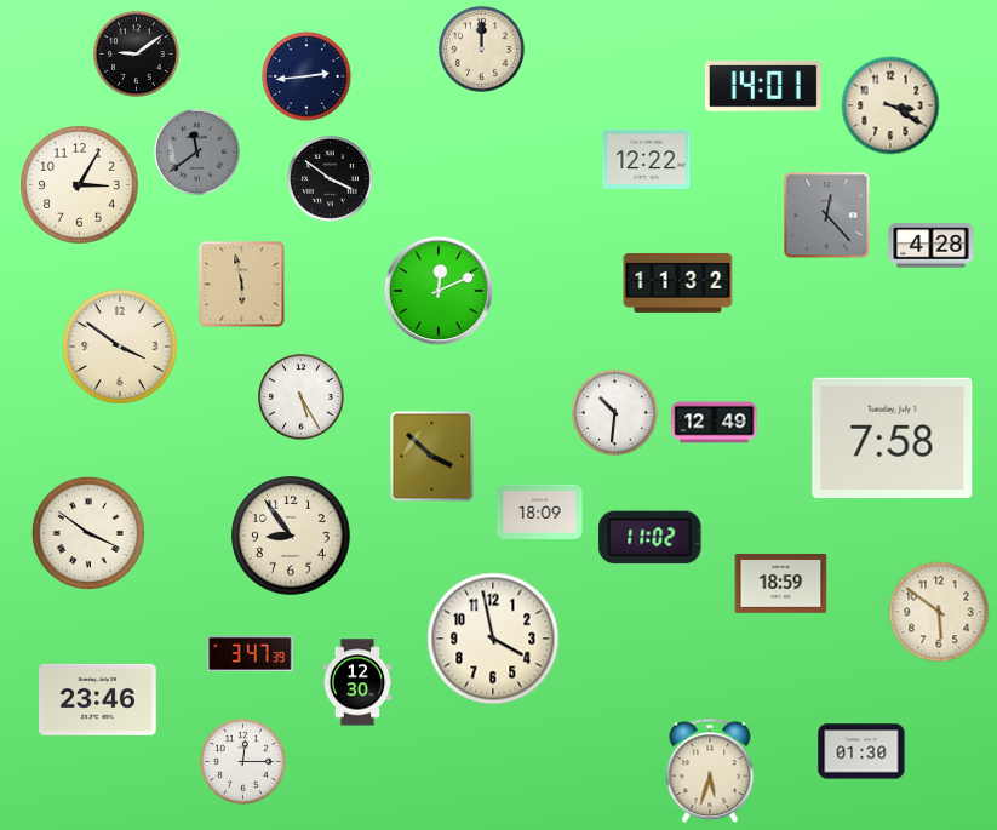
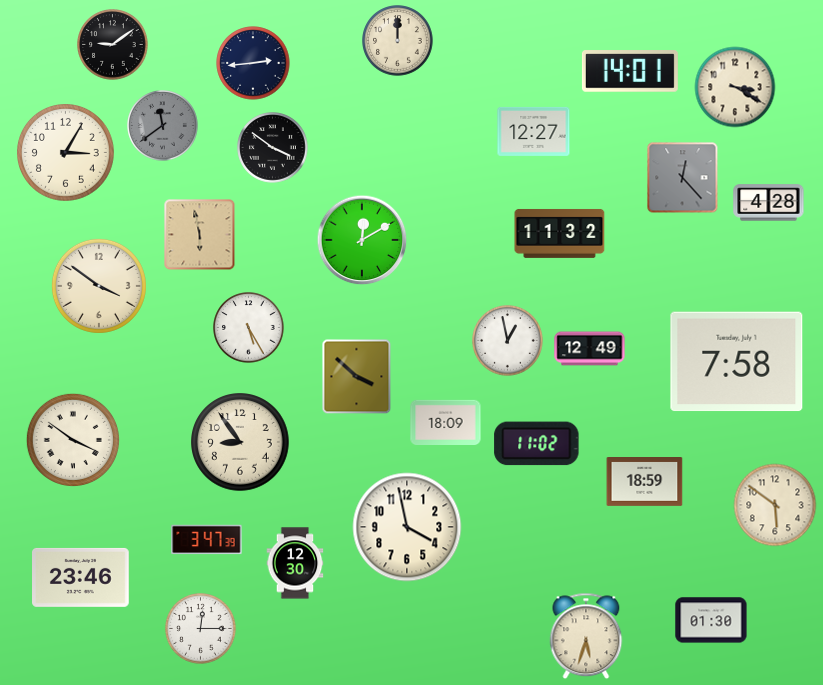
clock at (647, 159): 12:22 -> 12:27
clock at (439, 291): 12:11 -> 12:10
clock at (615, 413): 10:31 -> 12:58
